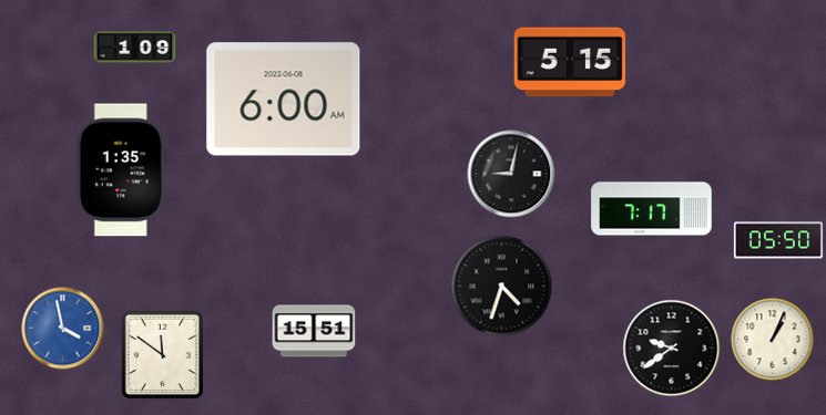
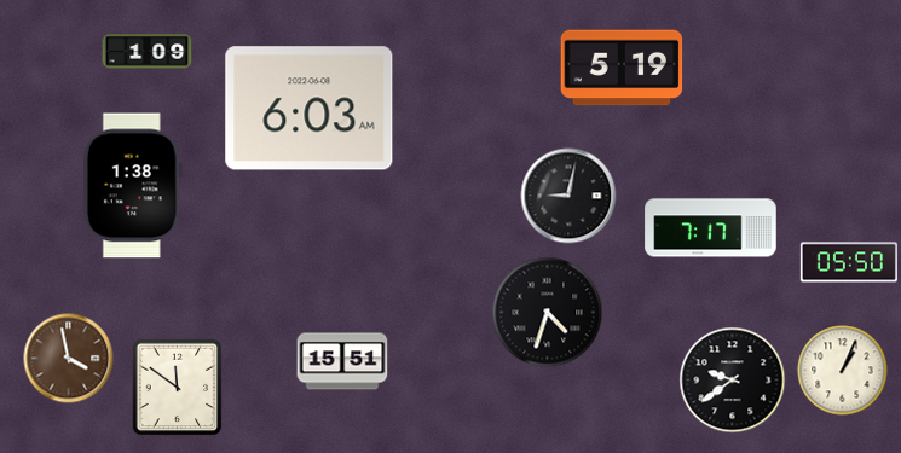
clock at (570, 62): 5:15 -> 5:19
clock at (284, 100): 6:00 -> 6:03
clock at (122, 170): 1:35 -> 1:38
clock at (511, 174) position: (511, 174) -> (568, 196)
clock at (63, 329) dial: blue -> brown
